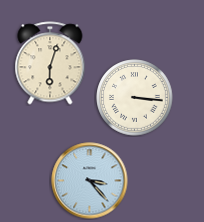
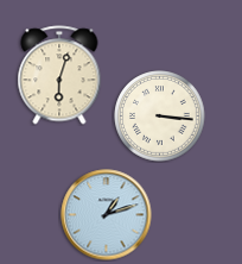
clock at (90, 181): 3:23 -> 1:12
